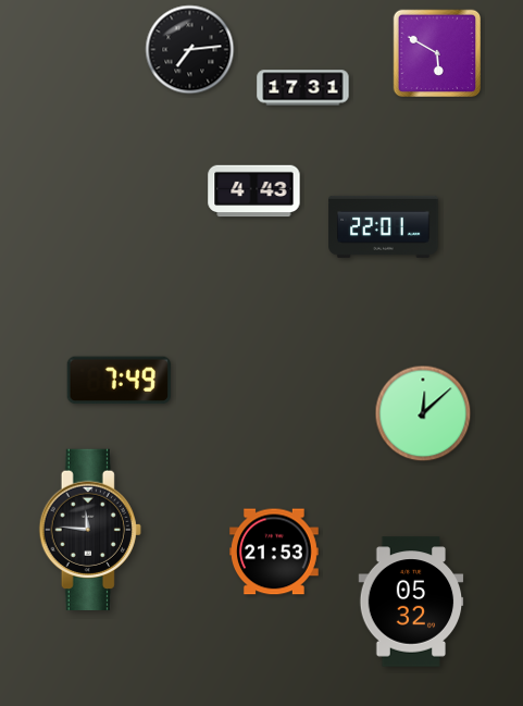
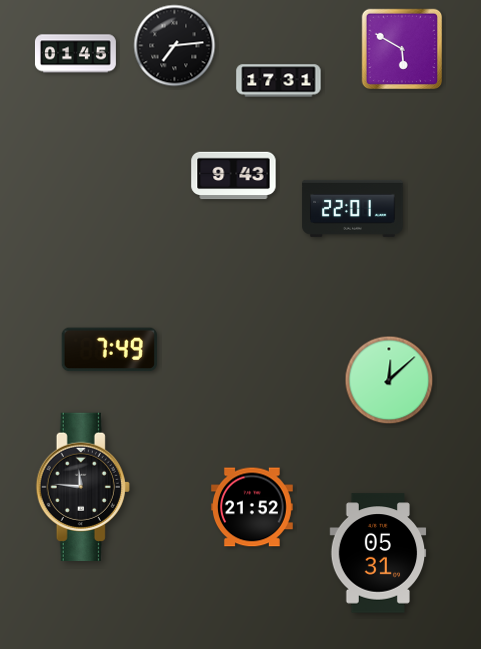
clock at (75, 54): none -> 01:45
clock at (254, 191): 4:43 -> 9:43
clock at (275, 552): 21:53 -> 21:52
clock at (411, 602): 05:32 -> 05:31
